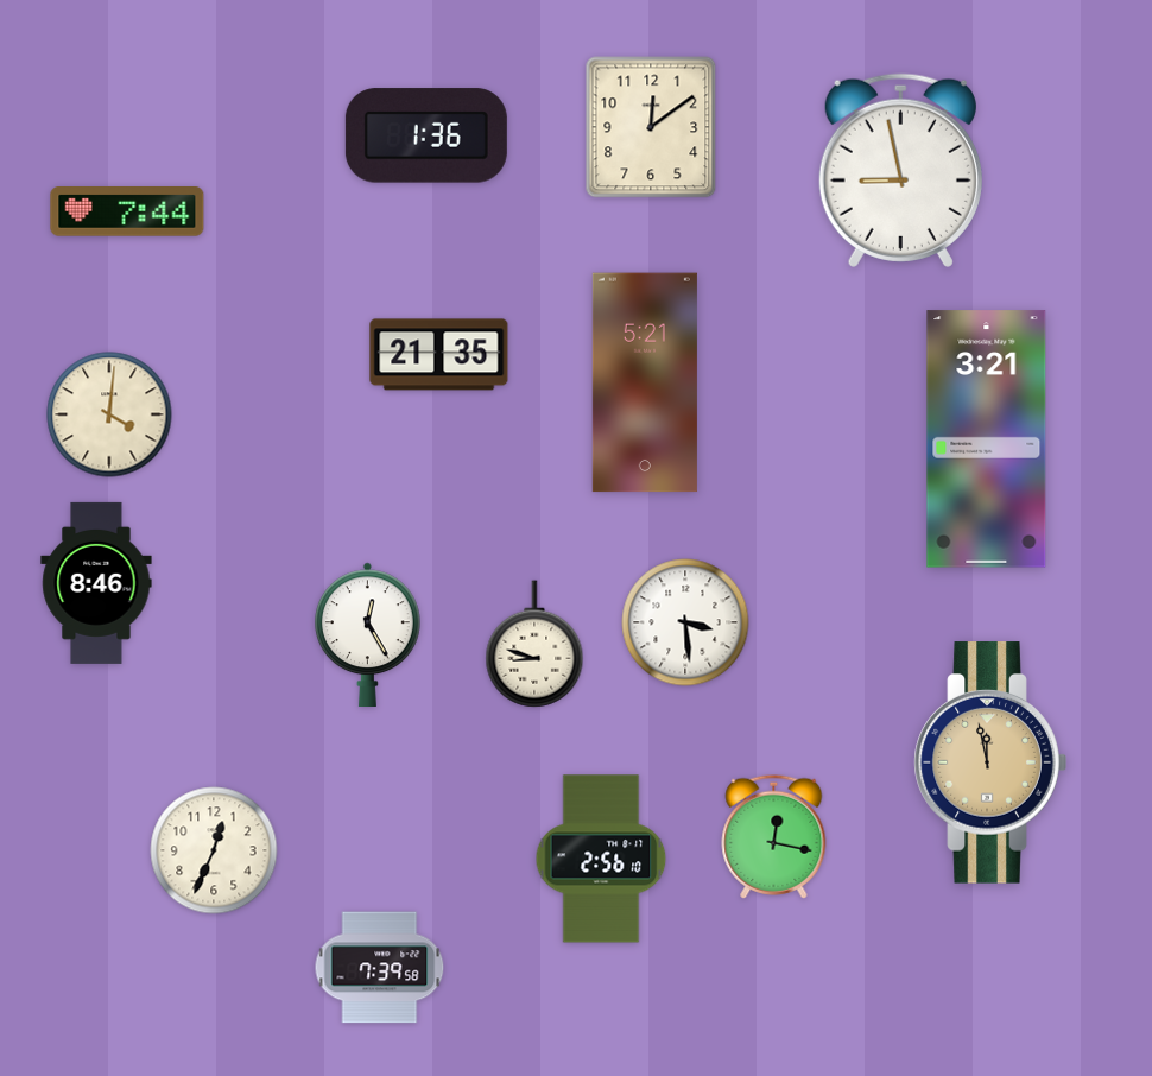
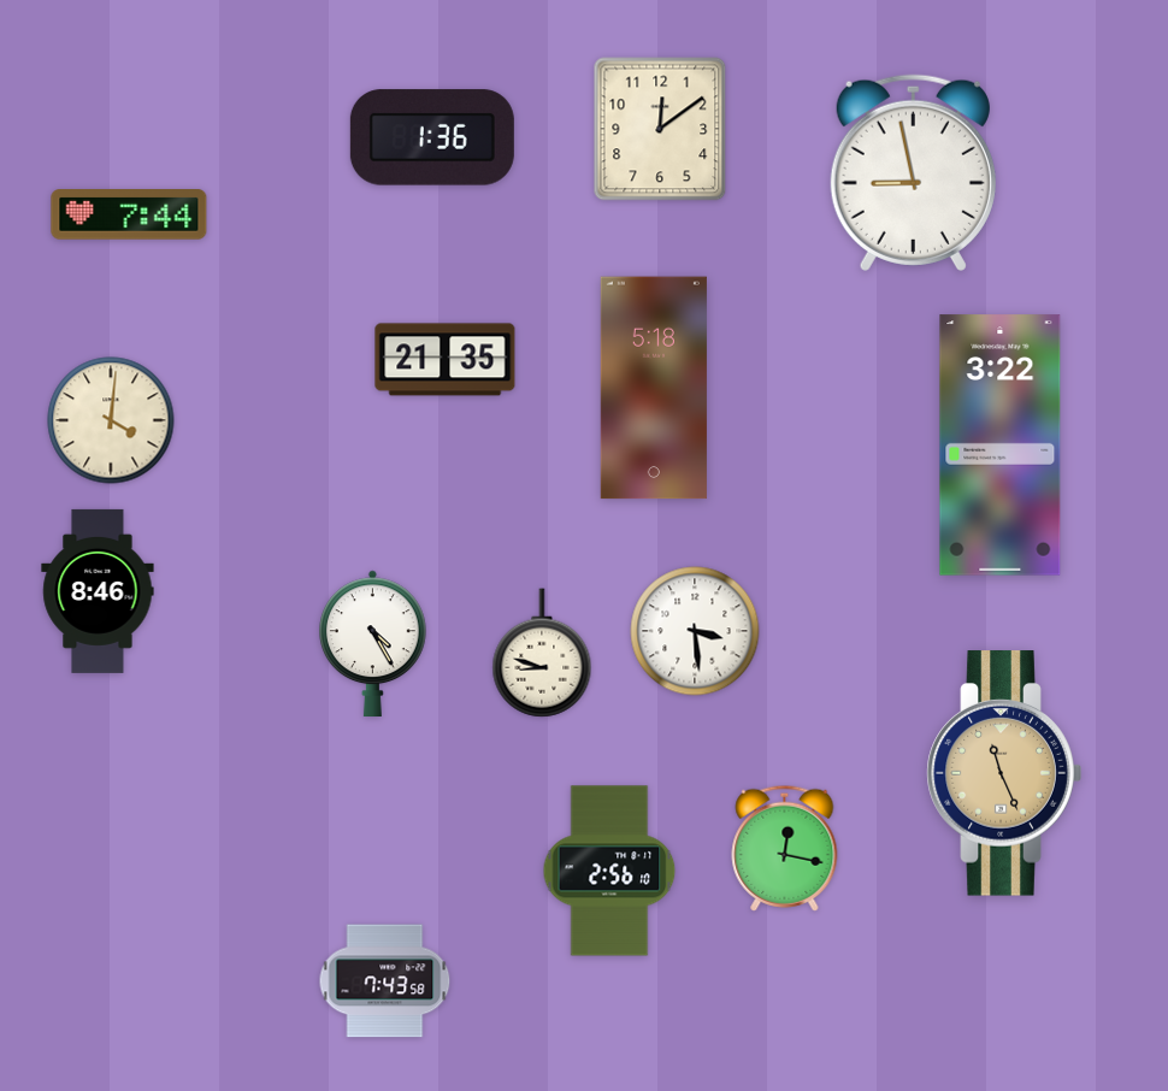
clock at (645, 382): 5:21 -> 5:18
clock at (987, 439): 3:21 -> 3:22
clock at (368, 634): 12:25 -> 4:25
clock at (990, 762): 11:58 -> 11:26
clock at (214, 850): 12:34 -> none
clock at (380, 968): 7:39 -> 7:43
